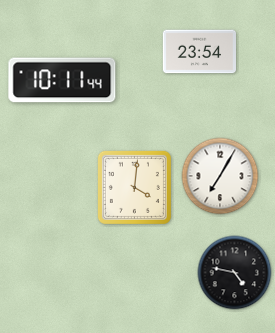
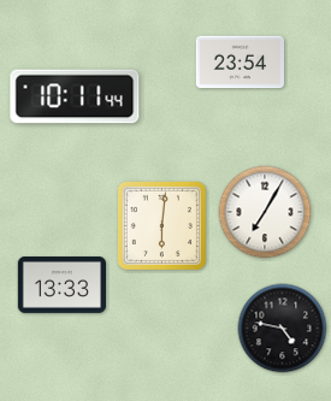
clock at (134, 187): 4:01 -> 6:01
clock at (61, 285): none -> 13:33
